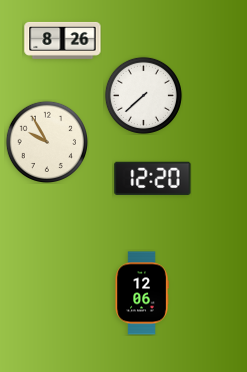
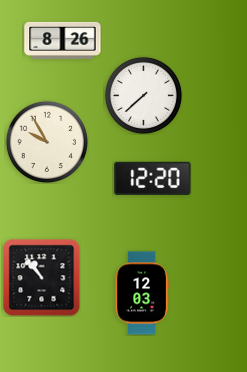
clock at (41, 277): none -> 10:53
clock at (142, 293): 12:06 -> 12:03
